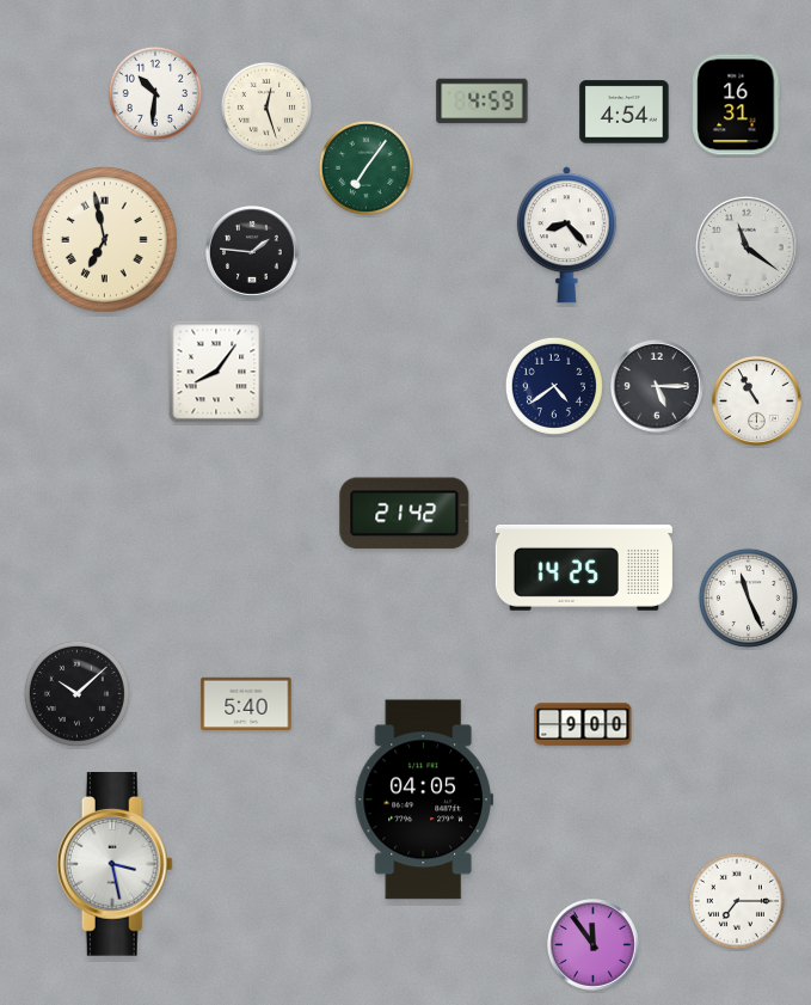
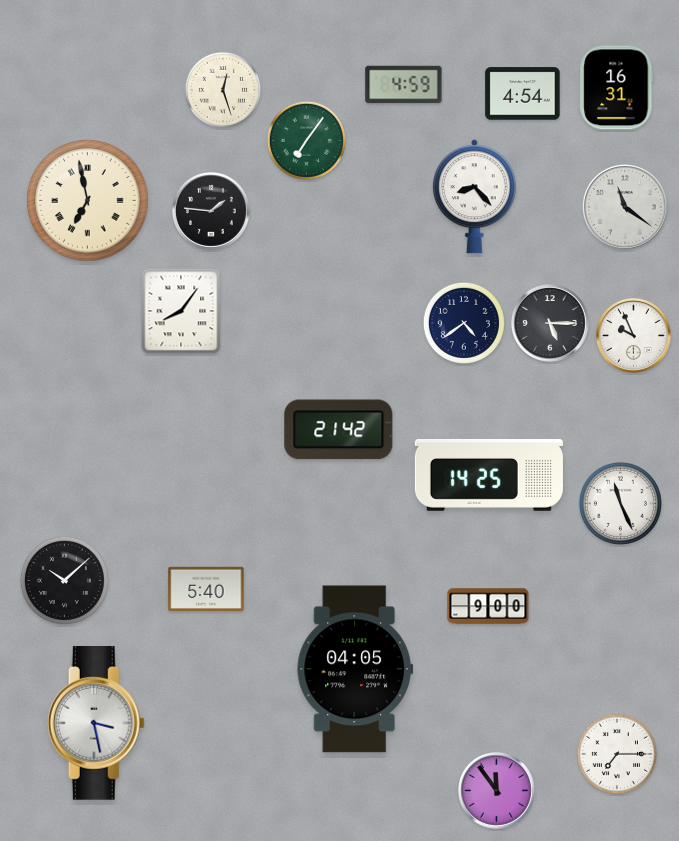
clock at (155, 93): 10:31 -> none
clock at (757, 402): 10:55 -> 9:56
clock at (748, 598) position: (748, 598) -> (620, 503)
